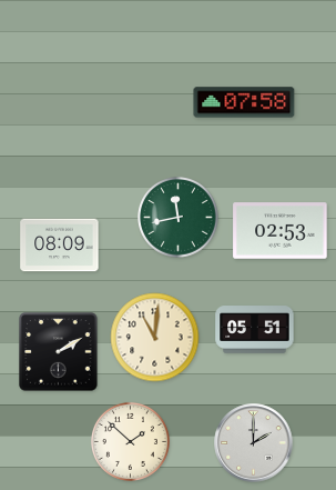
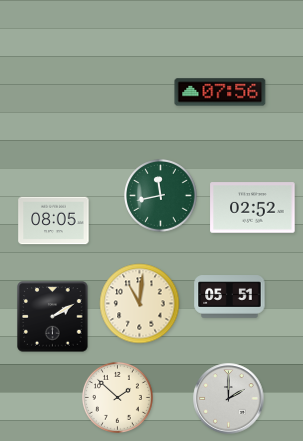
clock at (244, 102): 07:58 -> 07:56
clock at (281, 231): 02:53 -> 02:52
clock at (60, 246): 08:09 -> 08:05
